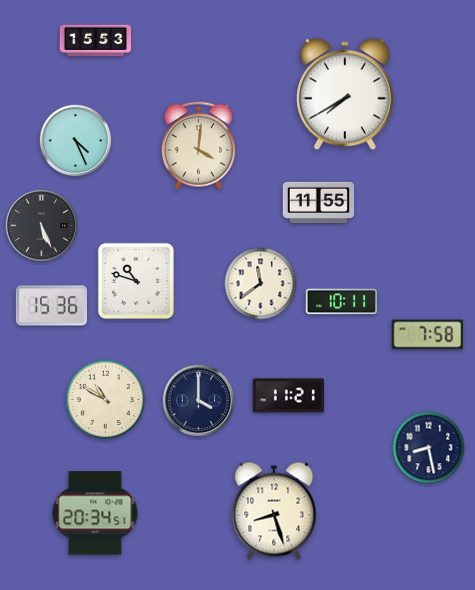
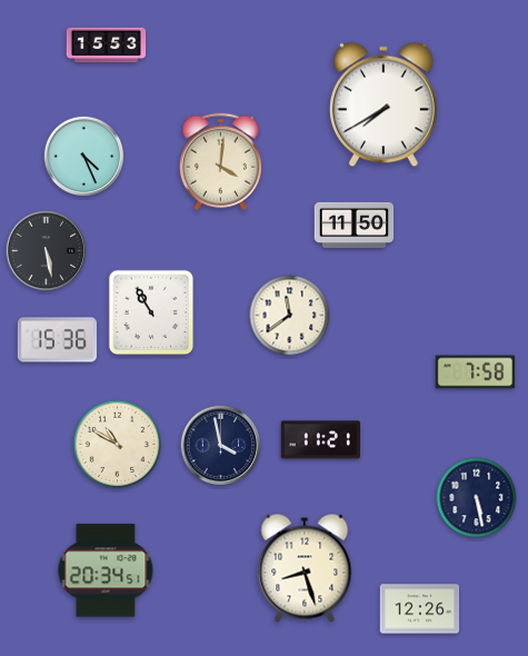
clock at (319, 202): 11:55 -> 11:50
clock at (42, 226): 5:26 -> 5:28
clock at (136, 281): 10:48 -> 10:55
clock at (341, 302): 10:11 -> none
clock at (199, 401): 4:00 -> 3:58
clock at (429, 448): 8:28 -> 5:28
clock at (420, 609): none -> 12:26
